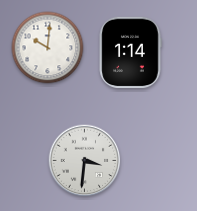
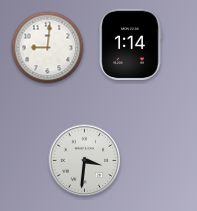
clock at (48, 48): 10:01 -> 9:01
clock at (130, 53) position: (130, 53) -> (130, 45)
